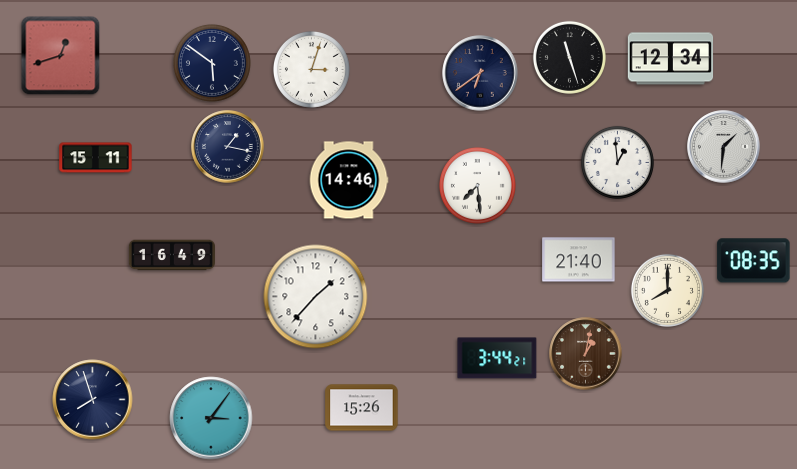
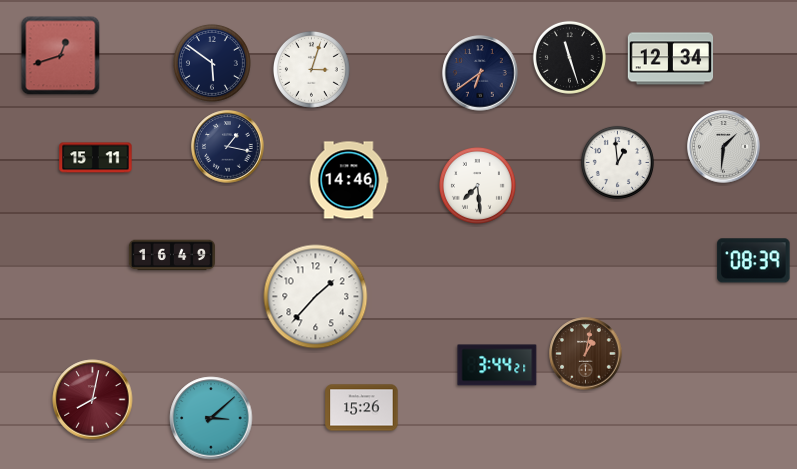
clock at (579, 260): 21:40 -> none
clock at (754, 261): 08:35 -> 08:39
clock at (667, 290): 8:00 -> none
clock at (497, 358) position: (497, 358) -> (497, 365)
clock at (93, 400): 7:57 -> 8:02
clock at (93, 400) dial: navy -> burgundy
clock at (211, 418): 3:06 -> 3:08
